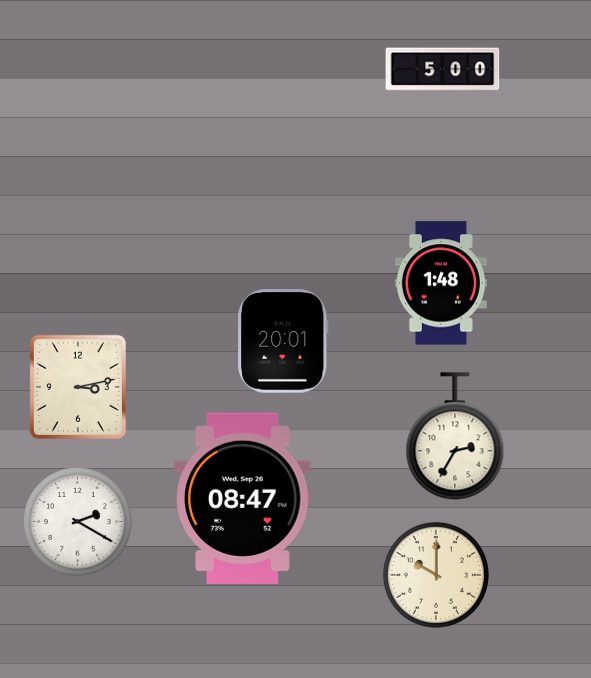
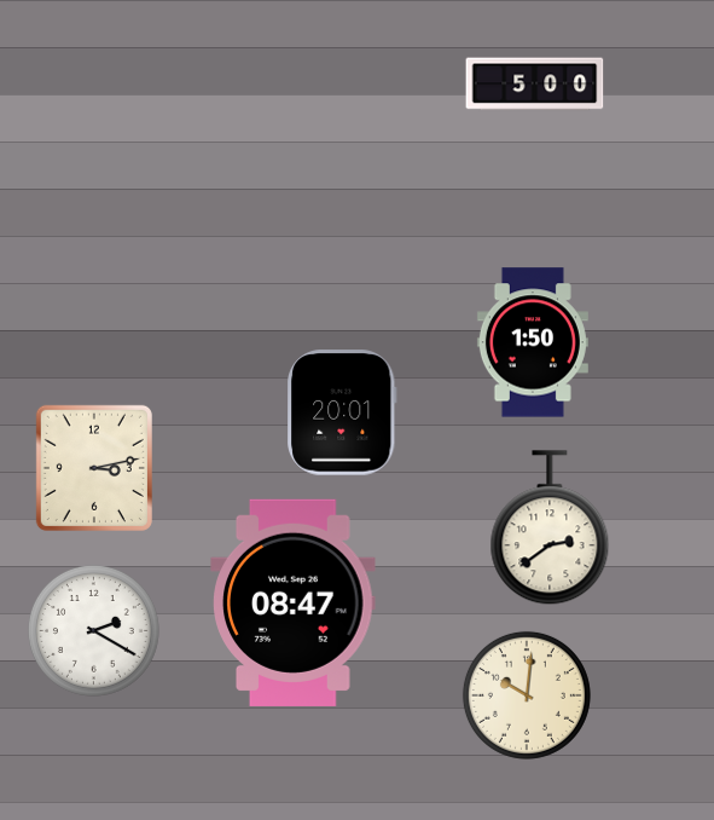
clock at (441, 283): 1:48 -> 1:50
clock at (455, 437): 2:35 -> 2:39
clock at (436, 575): 10:00 -> 10:01
